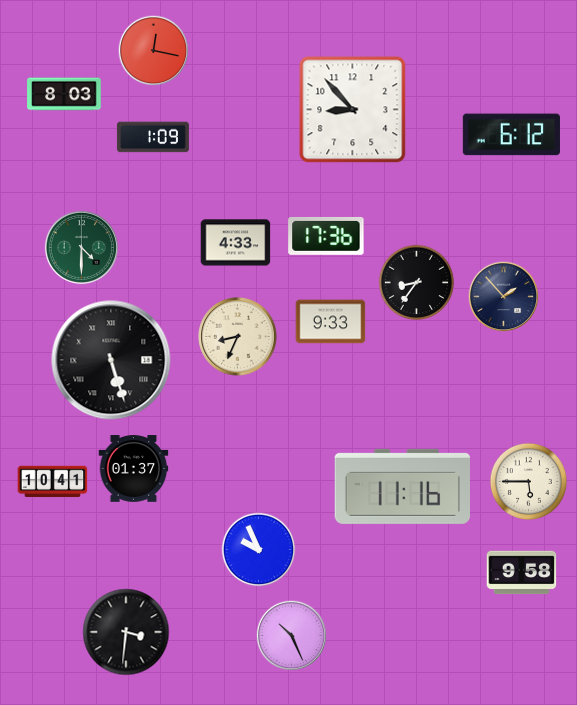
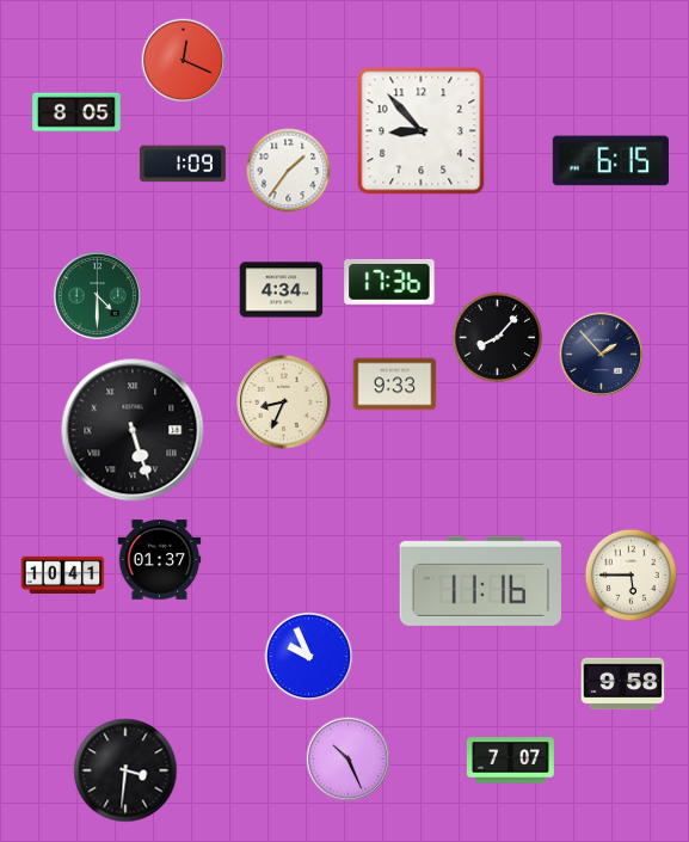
clock at (154, 51): 12:17 -> 12:19
clock at (64, 94): 8:03 -> 8:05
clock at (511, 135): 6:12 -> 6:15
clock at (289, 171): none -> 1:36
clock at (236, 243): 4:33 -> 4:34
clock at (417, 283): 8:36 -> 8:07
clock at (126, 632) position: (126, 632) -> (125, 770)
clock at (510, 761): none -> 7:07
